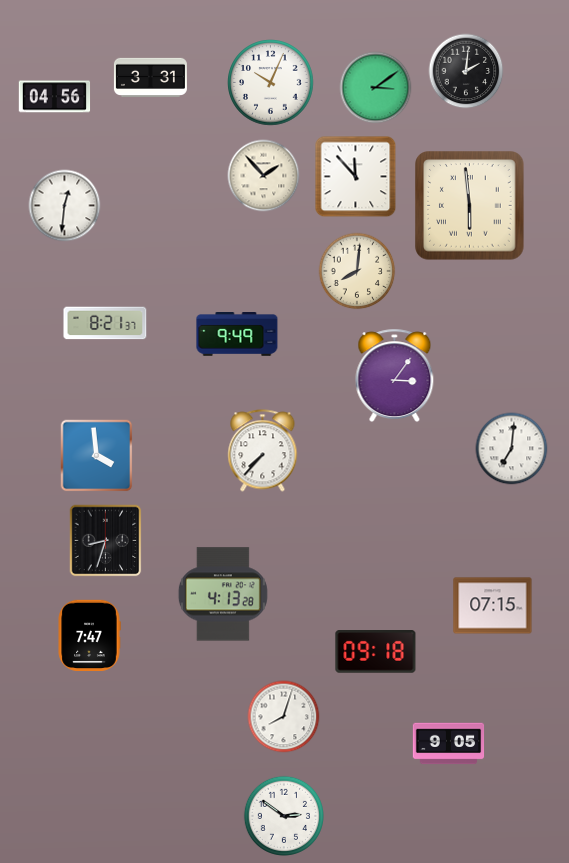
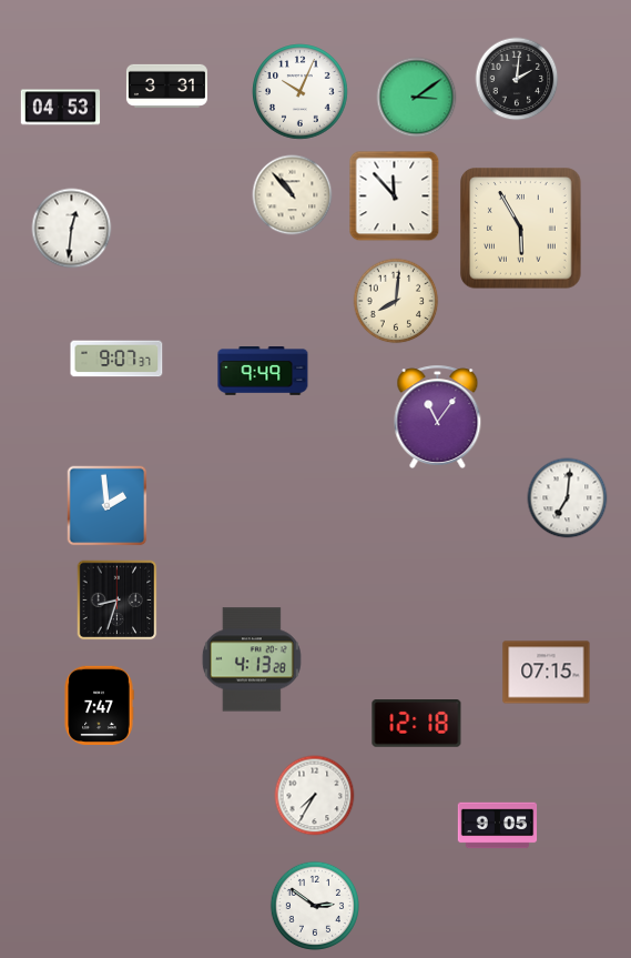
clock at (55, 97): 04:56 -> 04:53
clock at (264, 176): 1:53 -> 10:53
clock at (470, 206): 5:59 -> 5:55
clock at (105, 323): 8:21 -> 9:07
clock at (395, 376): 3:06 -> 11:06
clock at (263, 451): 7:37 -> none
clock at (97, 456): 3:59 -> 1:59
clock at (223, 594) position: (223, 594) -> (252, 659)
clock at (376, 652): 09:18 -> 12:18
clock at (284, 717): 8:03 -> 7:35
